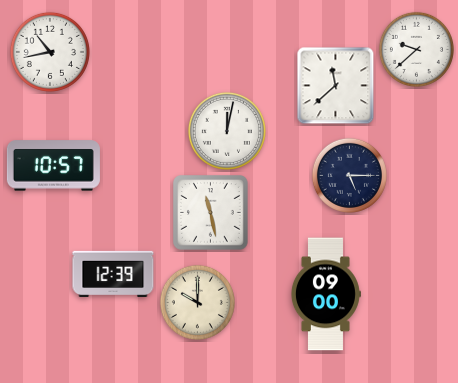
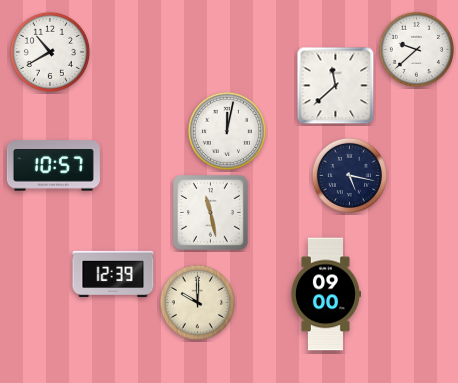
clock at (50, 52): 10:43 -> 10:40
clock at (349, 175): 5:15 -> 5:17
